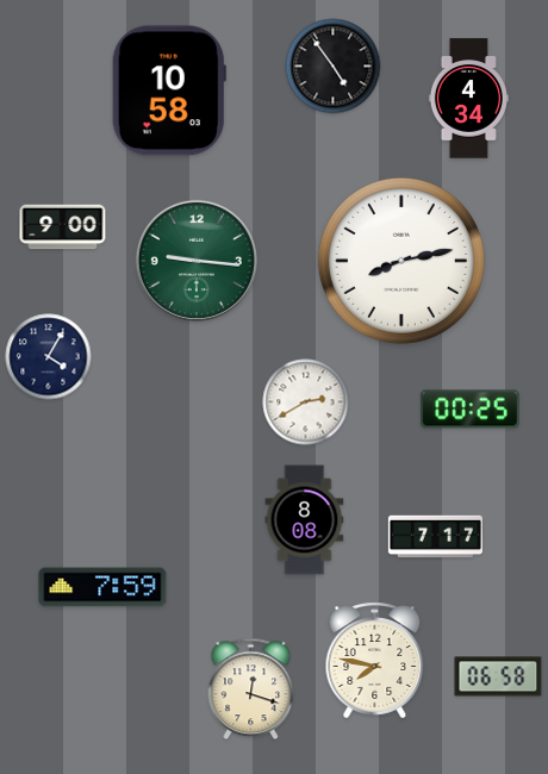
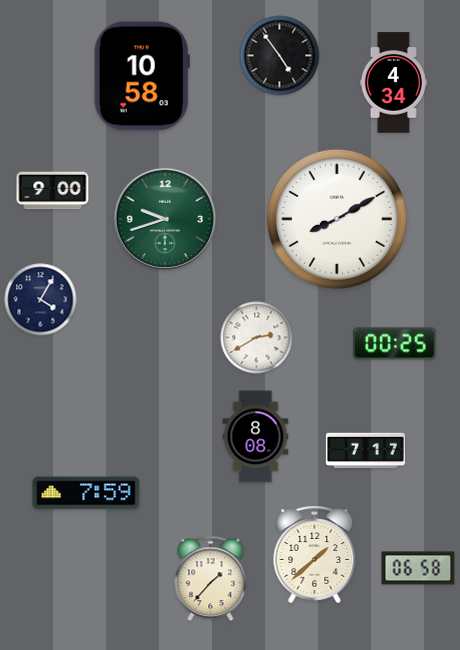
clock at (197, 261): 9:16 -> 9:42
clock at (401, 261): 8:13 -> 8:10
clock at (375, 661): 7:47 -> 1:38
clock at (251, 689): 12:18 -> 1:37
